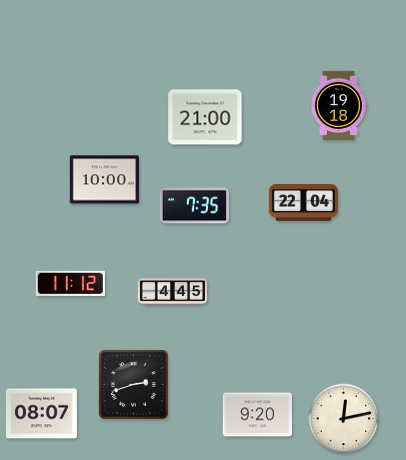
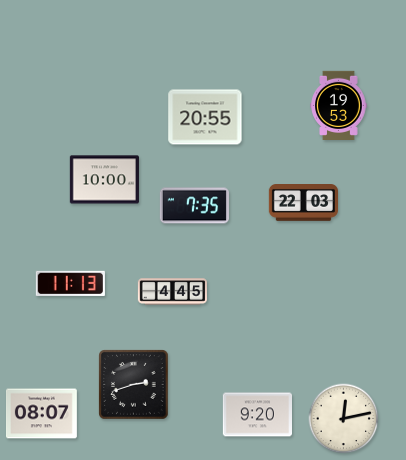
clock at (339, 105): 19:18 -> 19:53
clock at (205, 117): 21:00 -> 20:55
clock at (303, 203): 22:04 -> 22:03
clock at (70, 283): 11:12 -> 11:13
